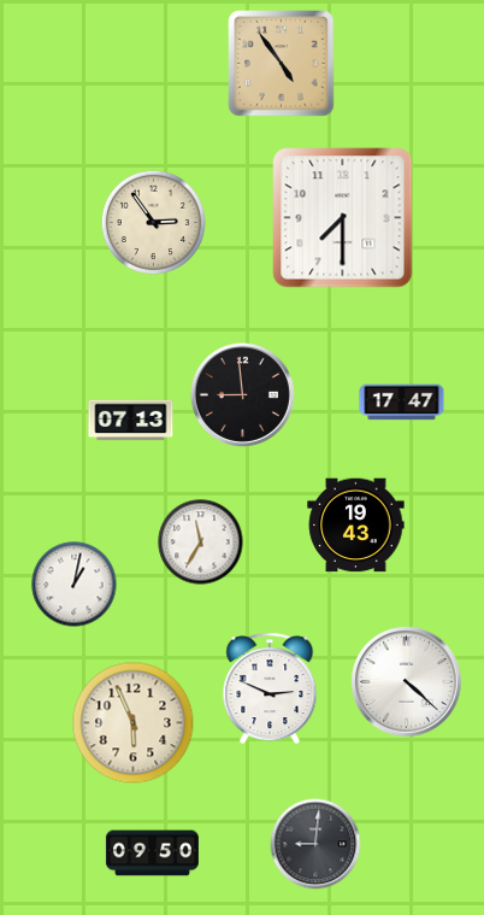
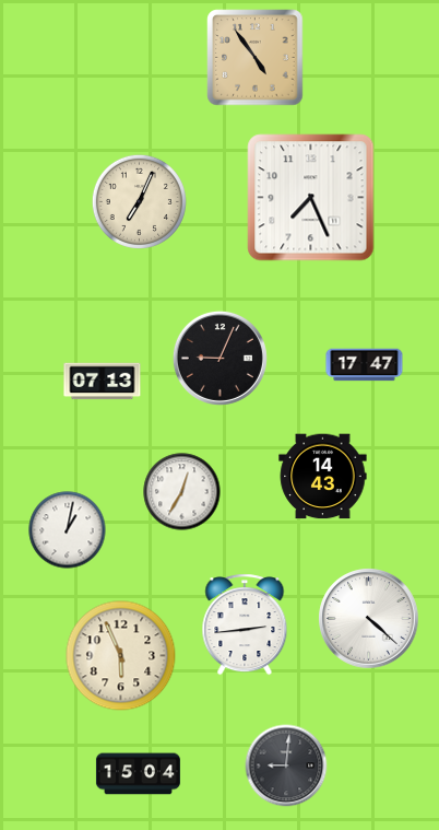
clock at (343, 218): 7:30 -> 7:26
clock at (153, 222): 2:54 -> 7:04
clock at (242, 394): 8:59 -> 9:04
clock at (131, 421) position: (131, 421) -> (103, 382)
clock at (356, 526): 19:43 -> 14:43
clock at (201, 542): 11:35 -> 12:35
clock at (270, 688): 2:49 -> 2:44
clock at (152, 854): 09:50 -> 15:04
